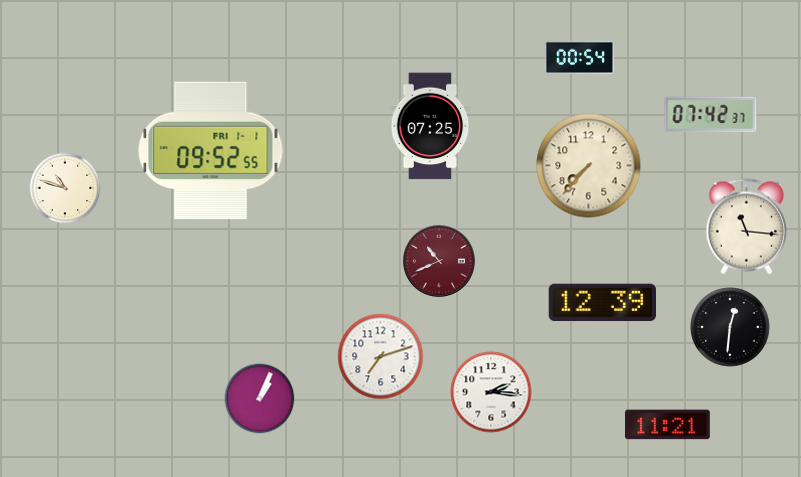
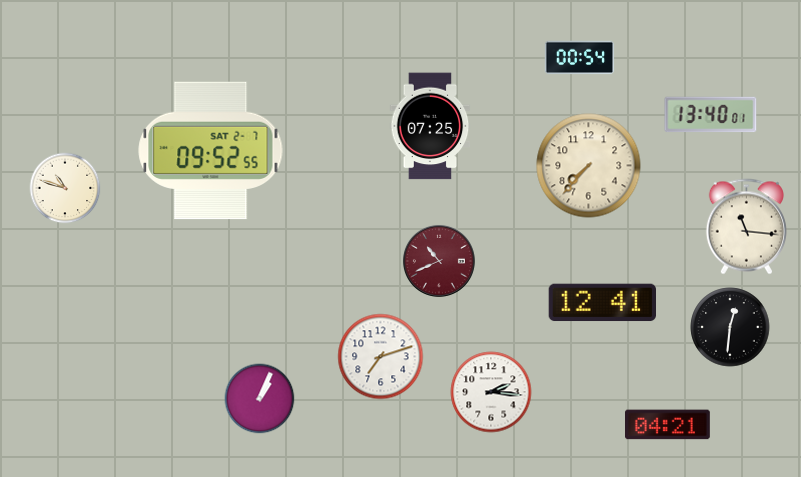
clock at (711, 115): 07:42 -> 13:40
clock at (211, 151) date: FRI 1-1 -> SAT 2-7
clock at (602, 303): 12:39 -> 12:41
clock at (668, 425): 11:21 -> 04:21
